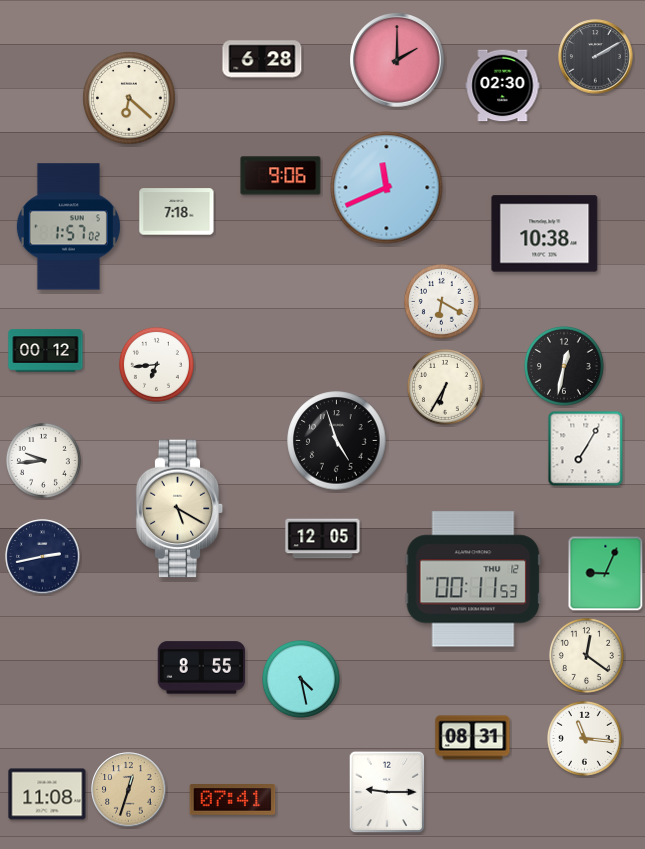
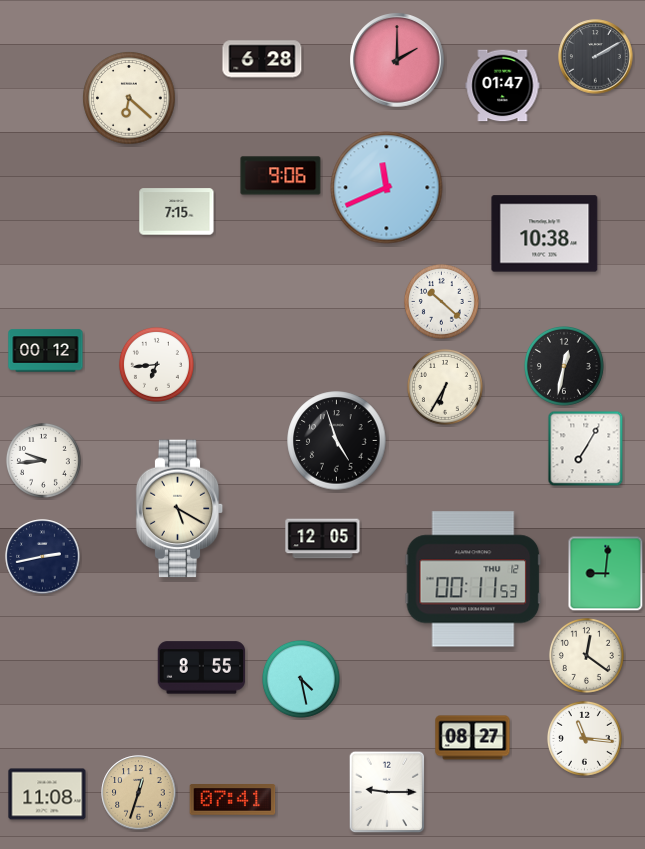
clock at (503, 86): 02:30 -> 01:47
clock at (177, 212): 7:18 -> 7:15
clock at (68, 227): 1:57 -> none
clock at (441, 301): 6:20 -> 10:22
clock at (606, 574): 9:04 -> 9:01
clock at (473, 738): 08:31 -> 08:27
clock at (129, 790) position: (129, 790) -> (139, 793)
